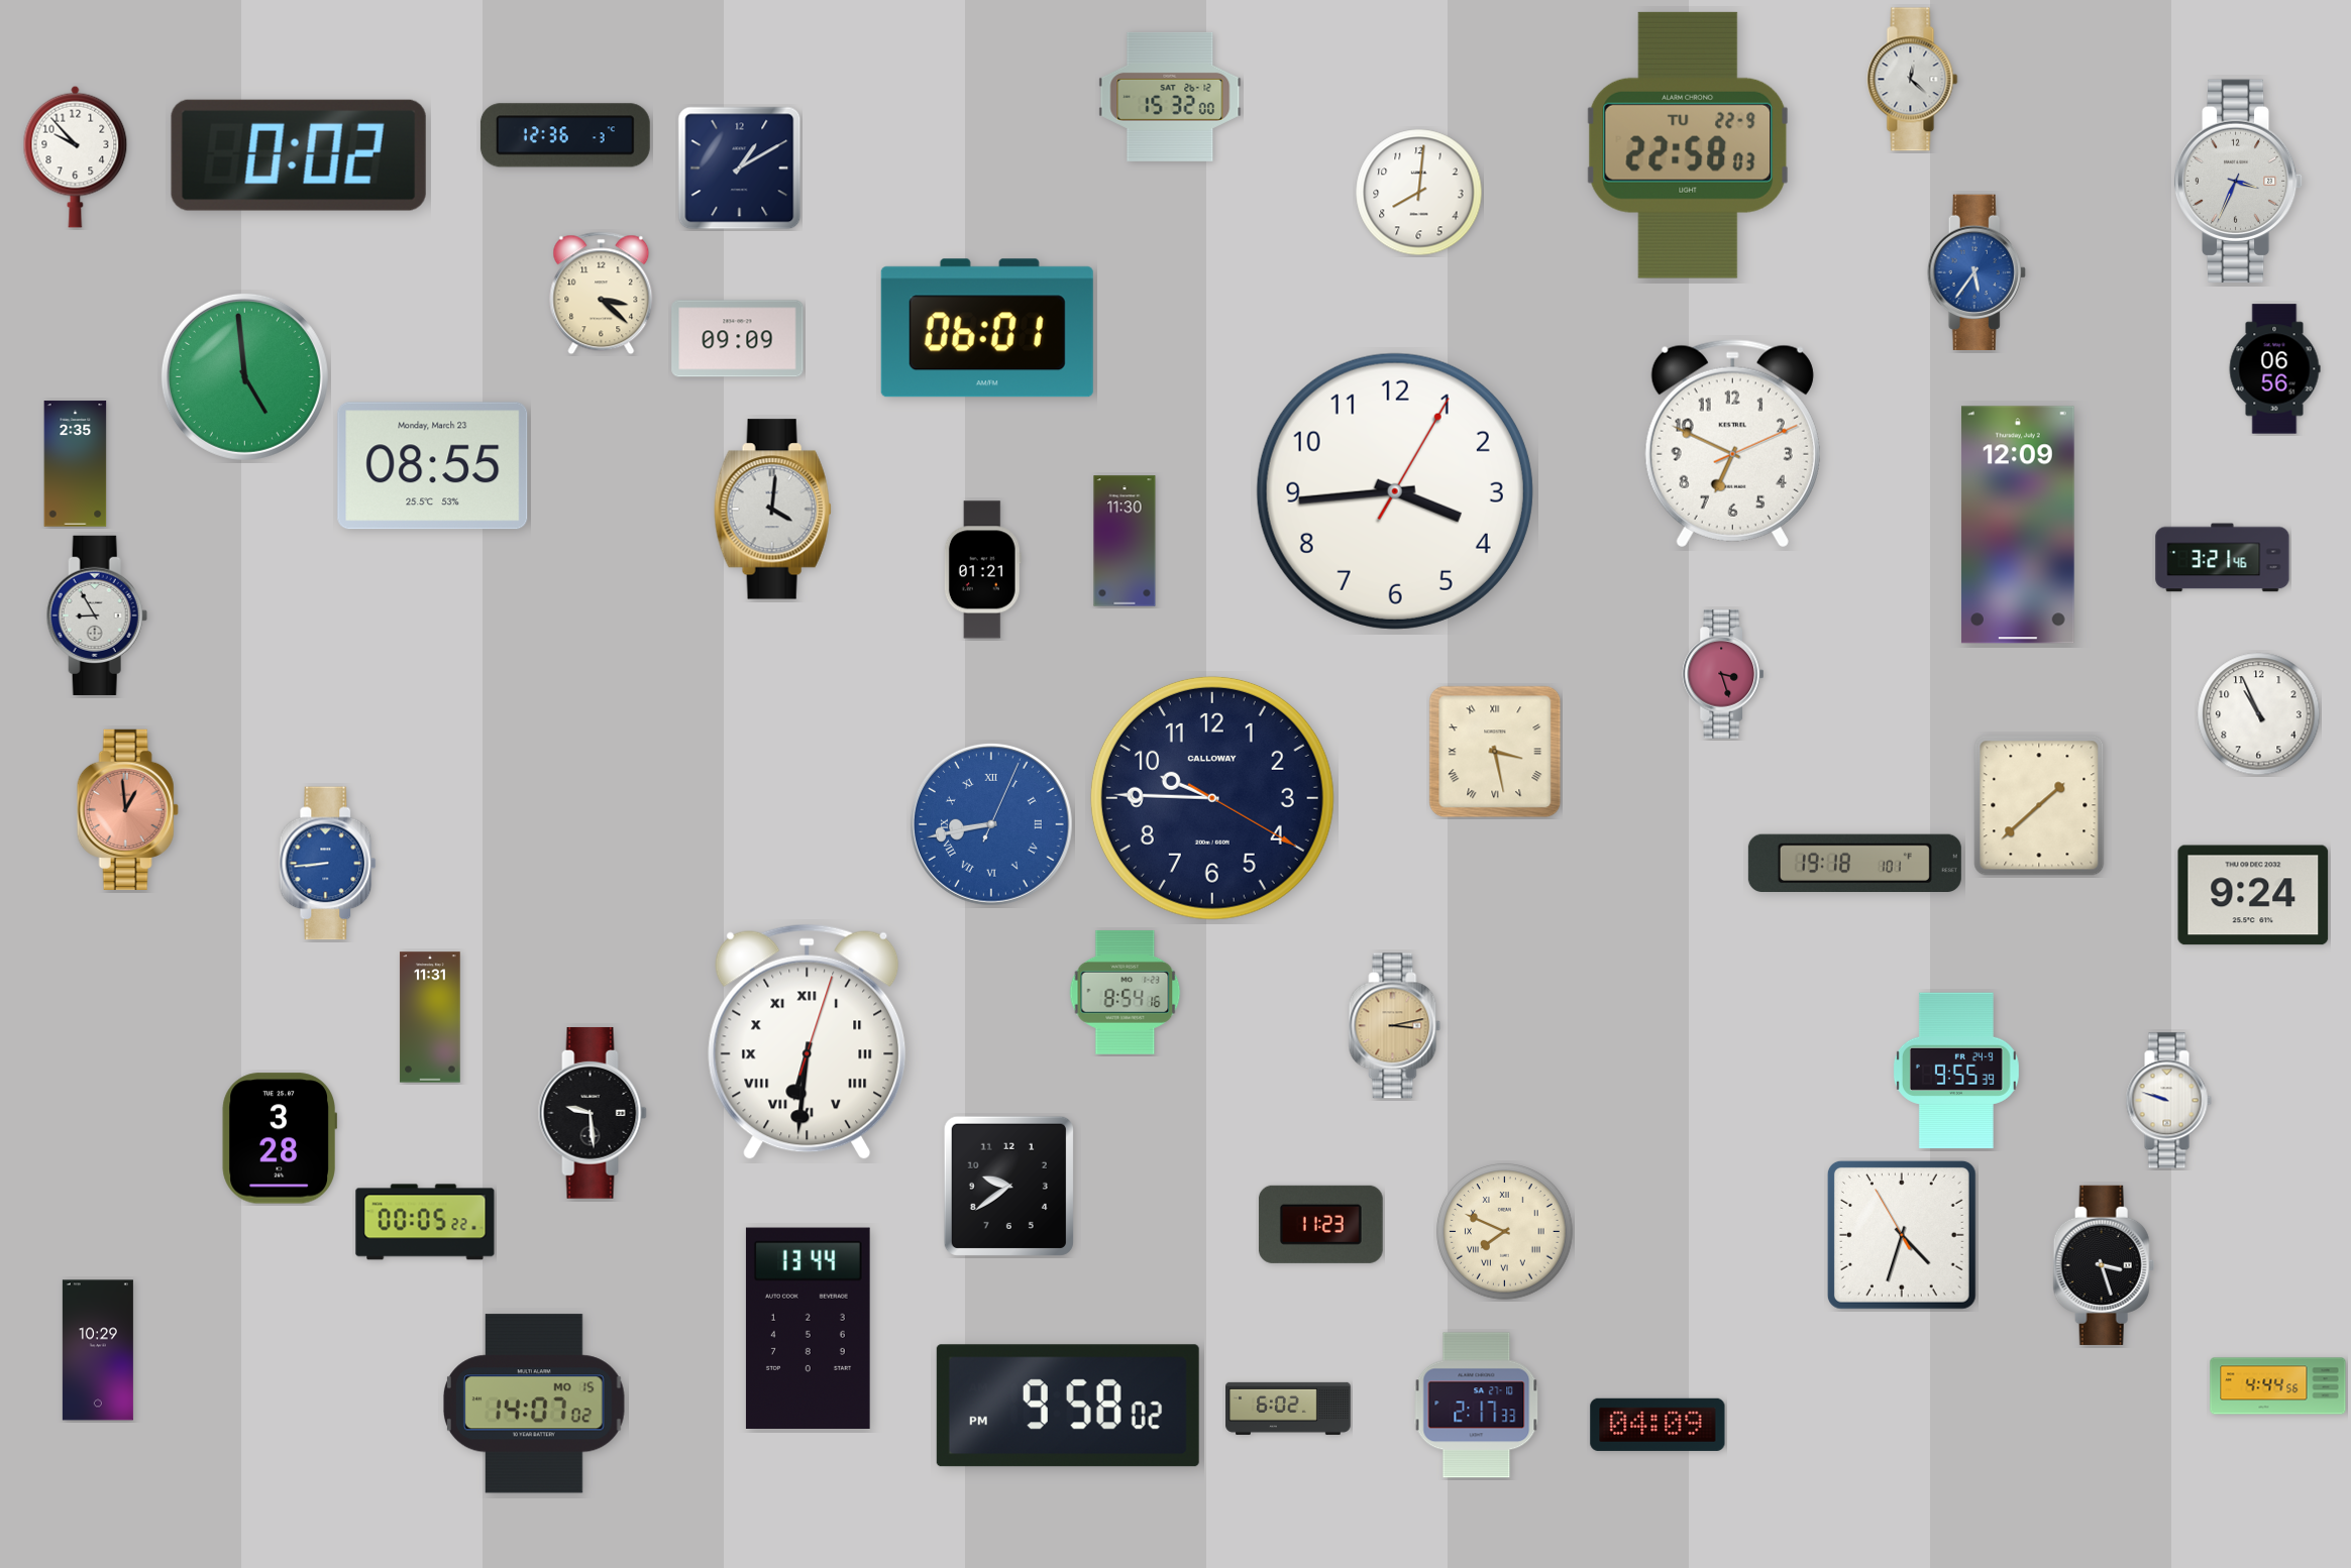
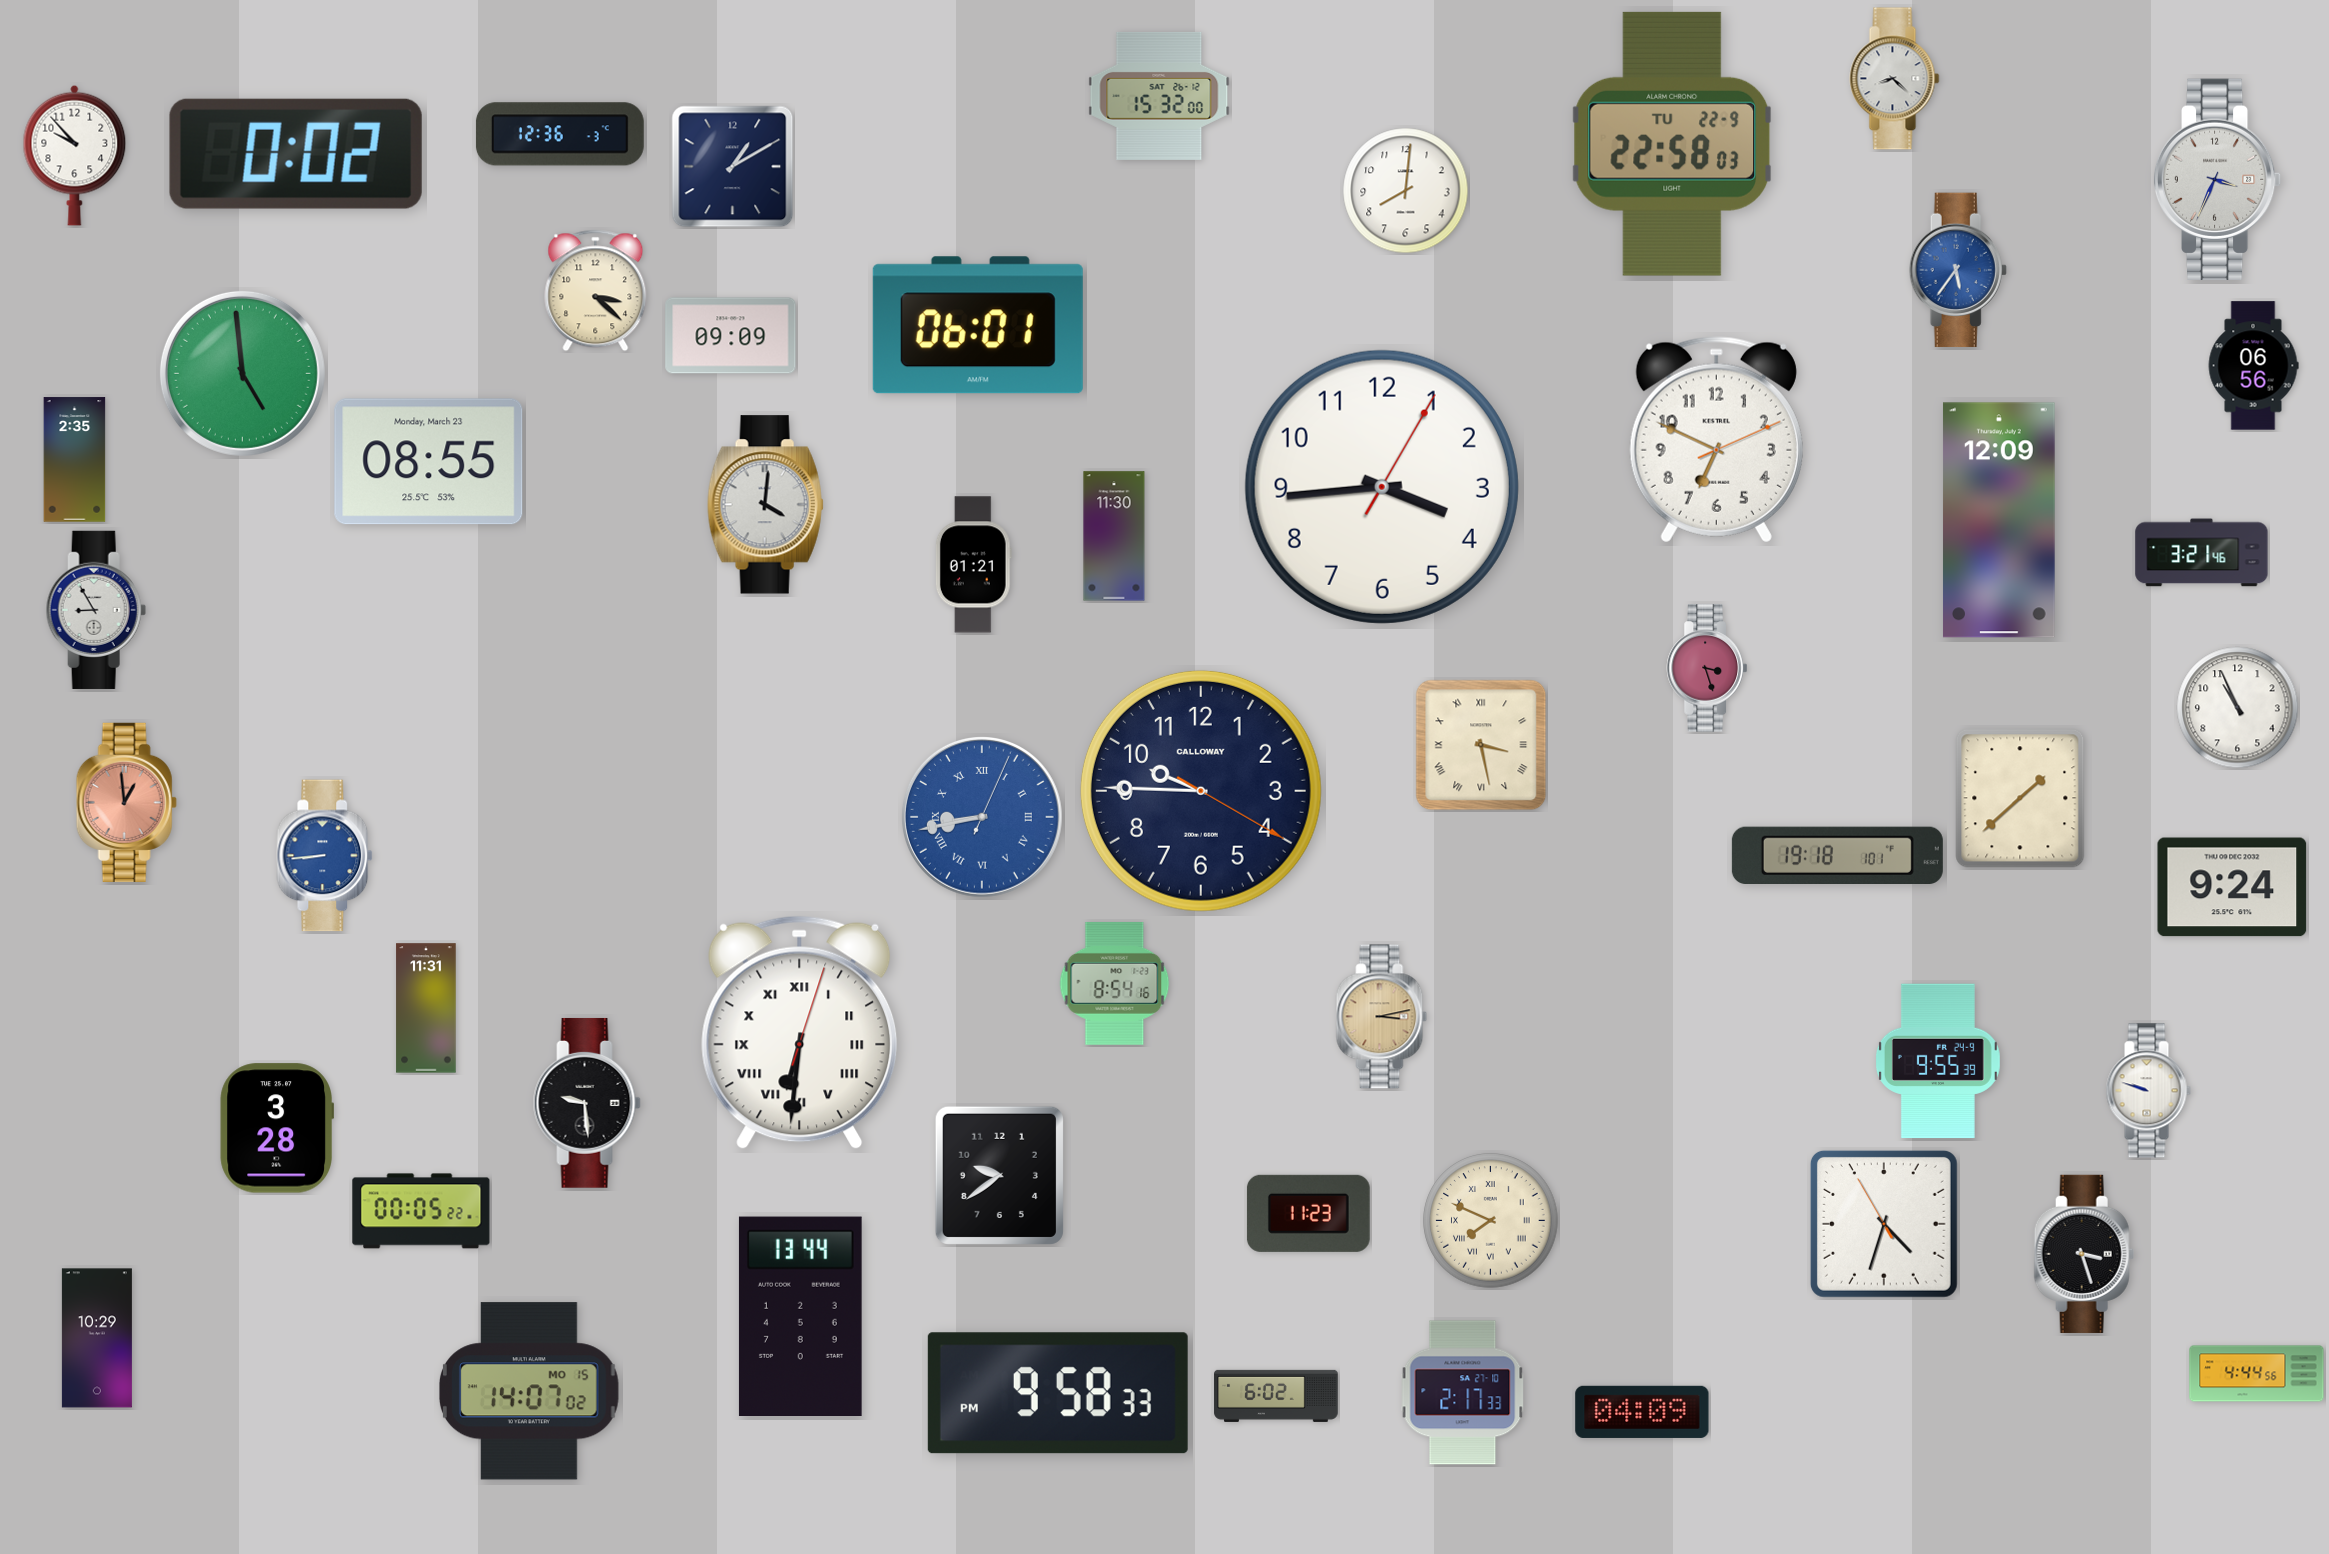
clock at (1913, 80): 12:22 -> 8:22
clock at (1068, 1406): 9:58:02 PM -> 9:58:33 PM
